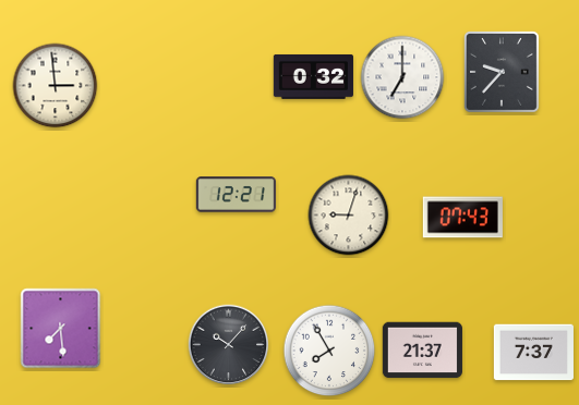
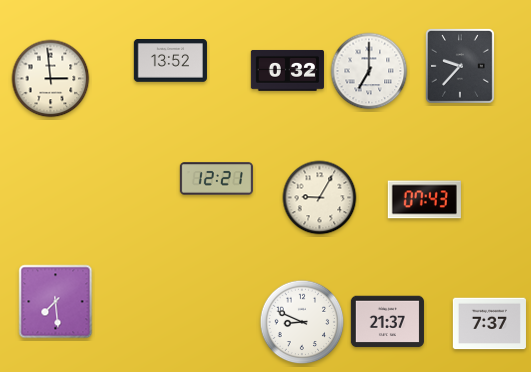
clock at (170, 61): none -> 13:52
clock at (349, 216): 9:03 -> 9:05
clock at (229, 345): 10:07 -> none
clock at (329, 351): 7:55 -> 8:49
